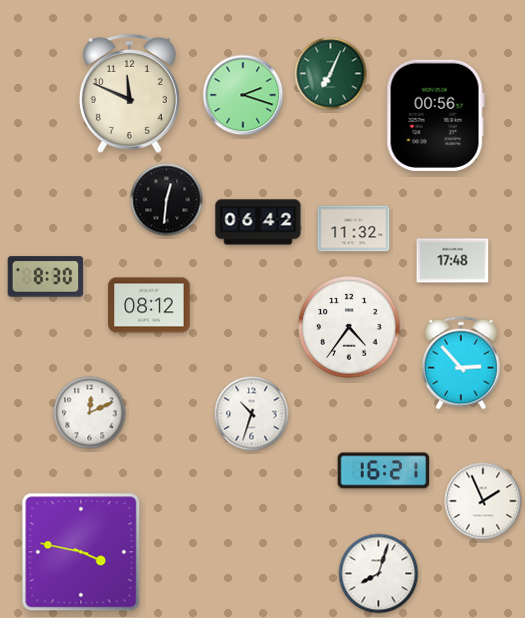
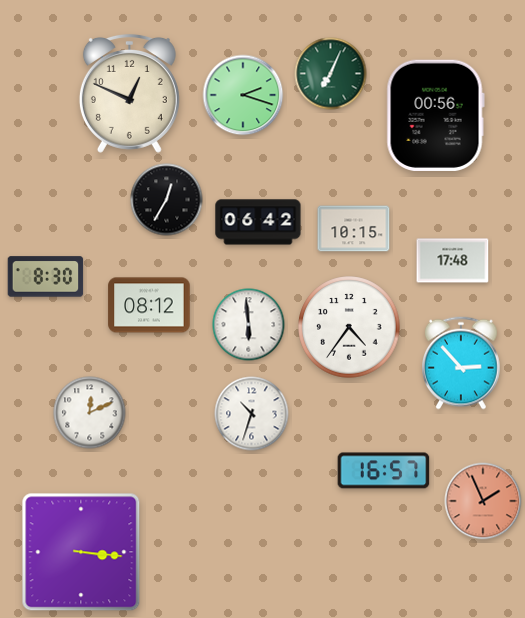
clock at (129, 93): 11:49 -> 12:49
clock at (167, 200): 12:31 -> 12:35
clock at (354, 229): 11:32 -> 10:15
clock at (249, 325): none -> 5:59
clock at (384, 471): 16:21 -> 16:57
clock at (483, 501) dial: white -> salmon
clock at (81, 552): 3:47 -> 3:16
clock at (379, 574): 8:03 -> none
